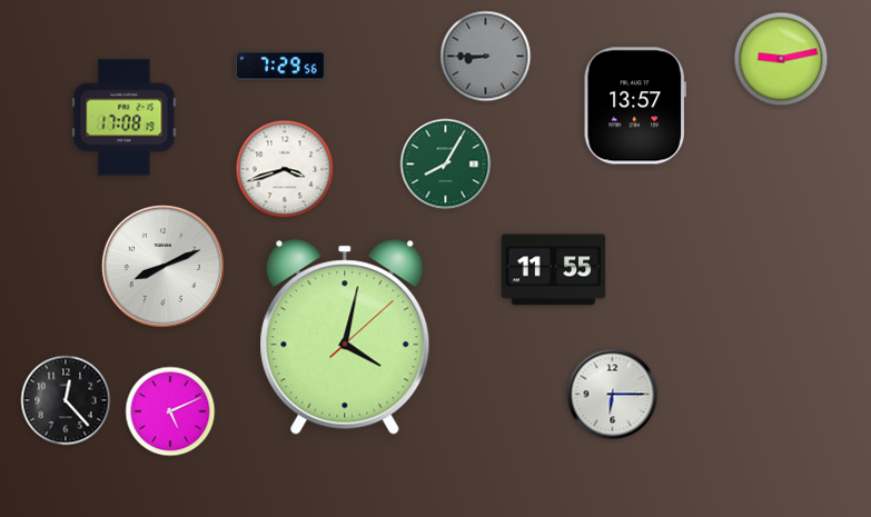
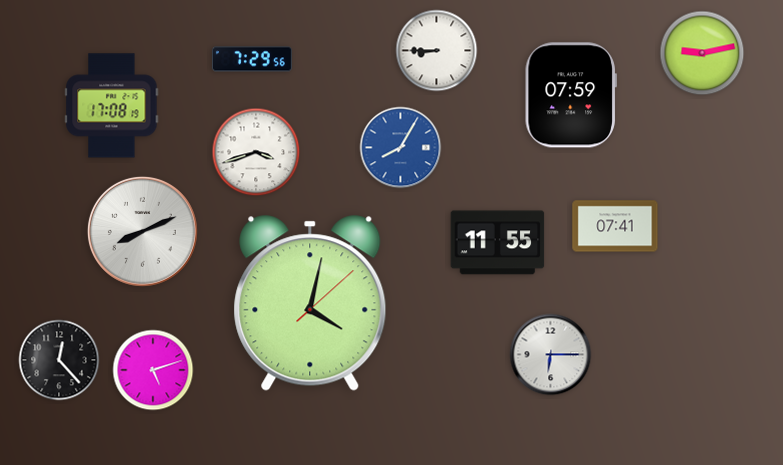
clock at (486, 57) dial: grey -> white
clock at (635, 106): 13:57 -> 07:59
clock at (446, 165) dial: green -> blue
clock at (615, 226): none -> 07:41
clock at (162, 266) position: (162, 266) -> (142, 231)
clock at (170, 411): 5:11 -> 5:12
